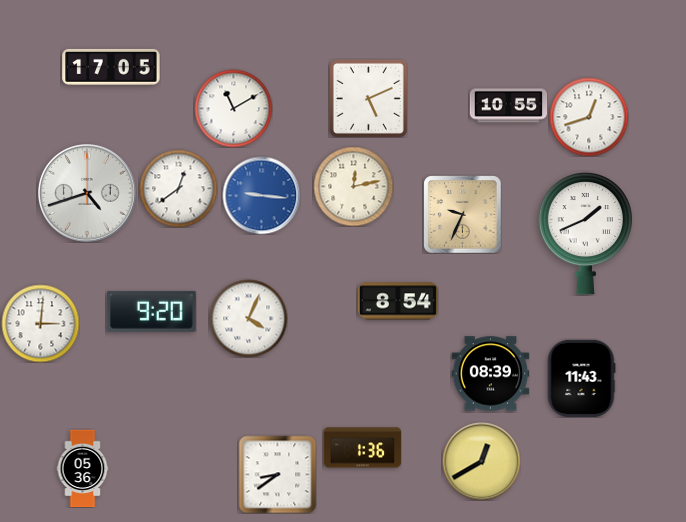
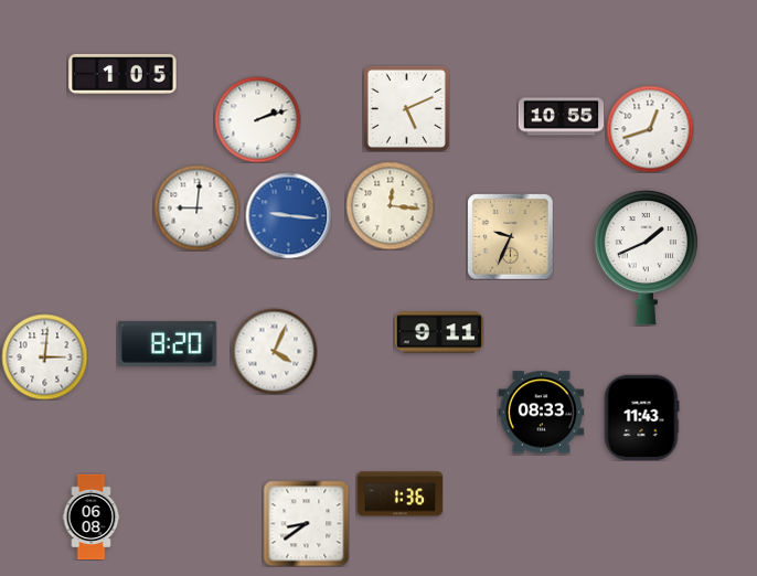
clock at (111, 67): 17:05 -> 1:05
clock at (233, 108): 11:10 -> 2:12
clock at (353, 186): 12:13 -> 12:16
clock at (178, 188): 12:39 -> 9:01
clock at (88, 194): 4:42 -> none
clock at (397, 301): 8:54 -> 9:11
clock at (151, 311): 9:20 -> 8:20
clock at (490, 374): 08:39 -> 08:33
clock at (481, 461): 12:40 -> none
clock at (83, 468): 05:36 -> 06:08
